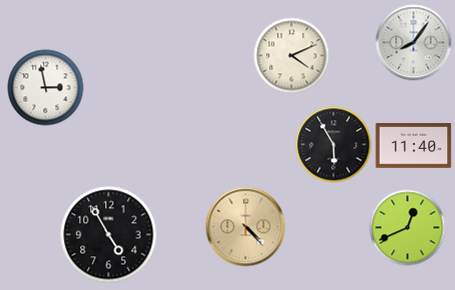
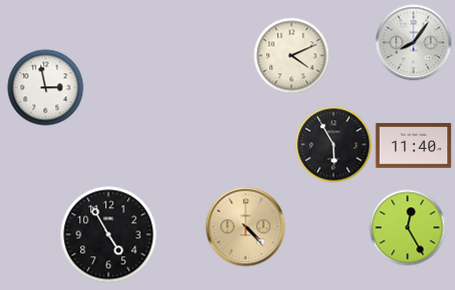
clock at (408, 228): 12:41 -> 12:25
